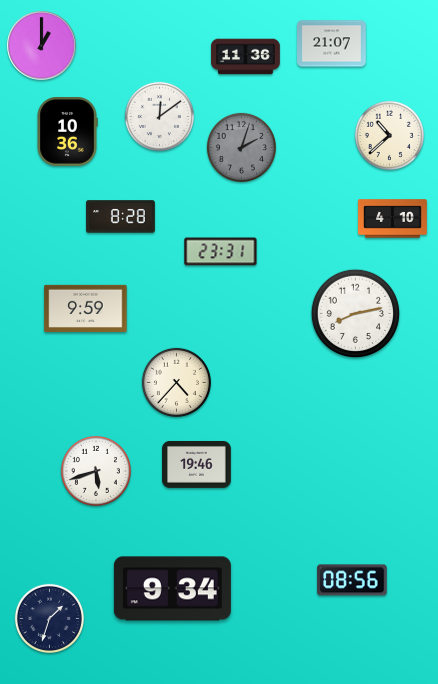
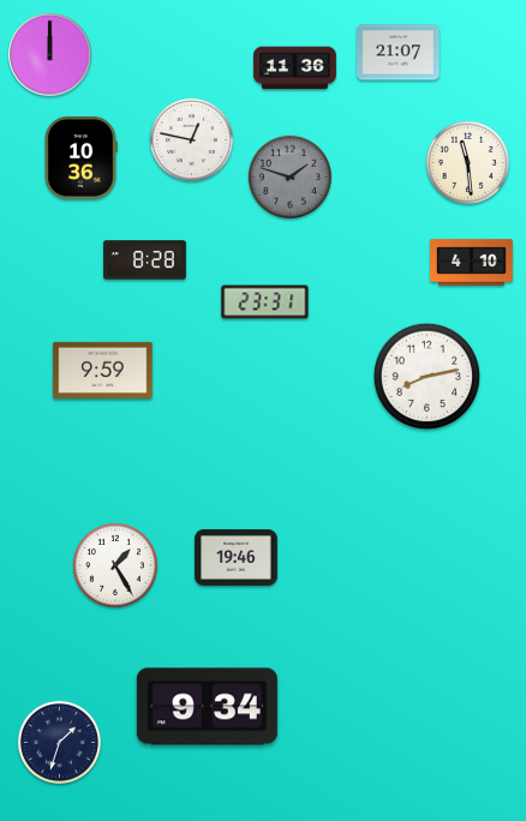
clock at (42, 46): 1:00 -> 12:00
clock at (159, 116): 12:09 -> 12:47
clock at (389, 135): 10:38 -> 11:29
clock at (241, 147): 2:03 -> 1:48
clock at (176, 382): 4:37 -> none
clock at (96, 471): 5:42 -> 1:25
clock at (352, 580): 08:56 -> none
